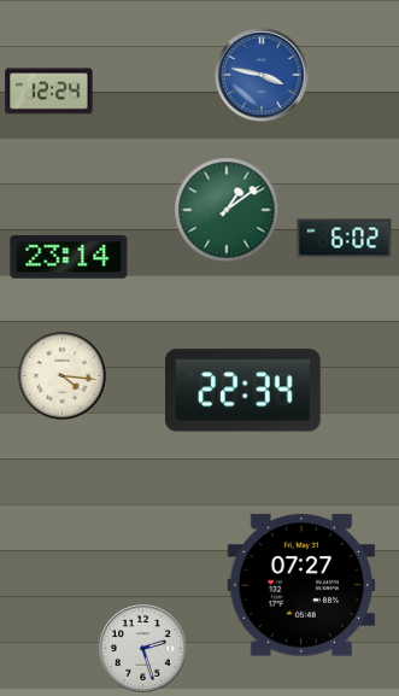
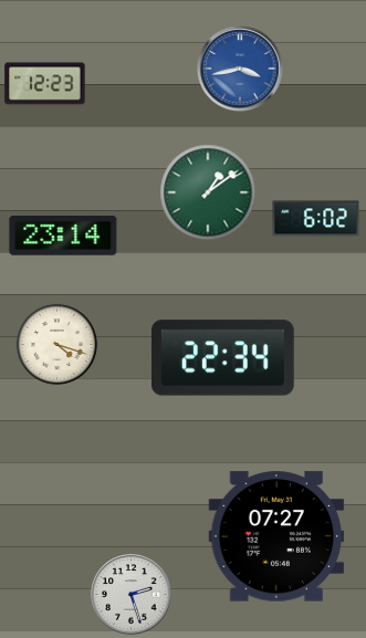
clock at (262, 75): 3:47 -> 3:43
clock at (49, 92): 12:24 -> 12:23
clock at (61, 375): 4:16 -> 4:18
